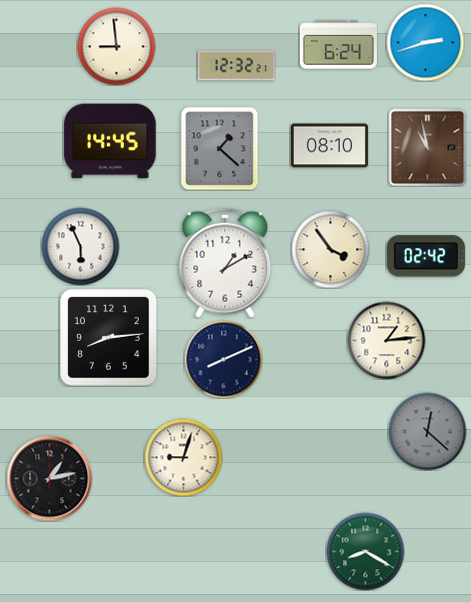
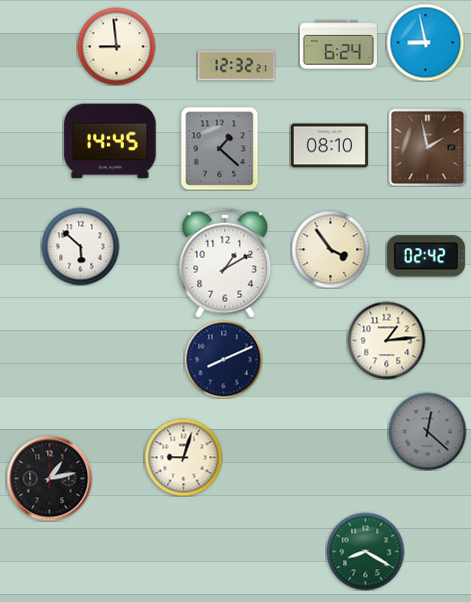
clock at (425, 42): 2:42 -> 8:58
clock at (427, 147): 10:58 -> 1:58
clock at (80, 246): 5:56 -> 5:52
clock at (109, 338): 8:14 -> none
